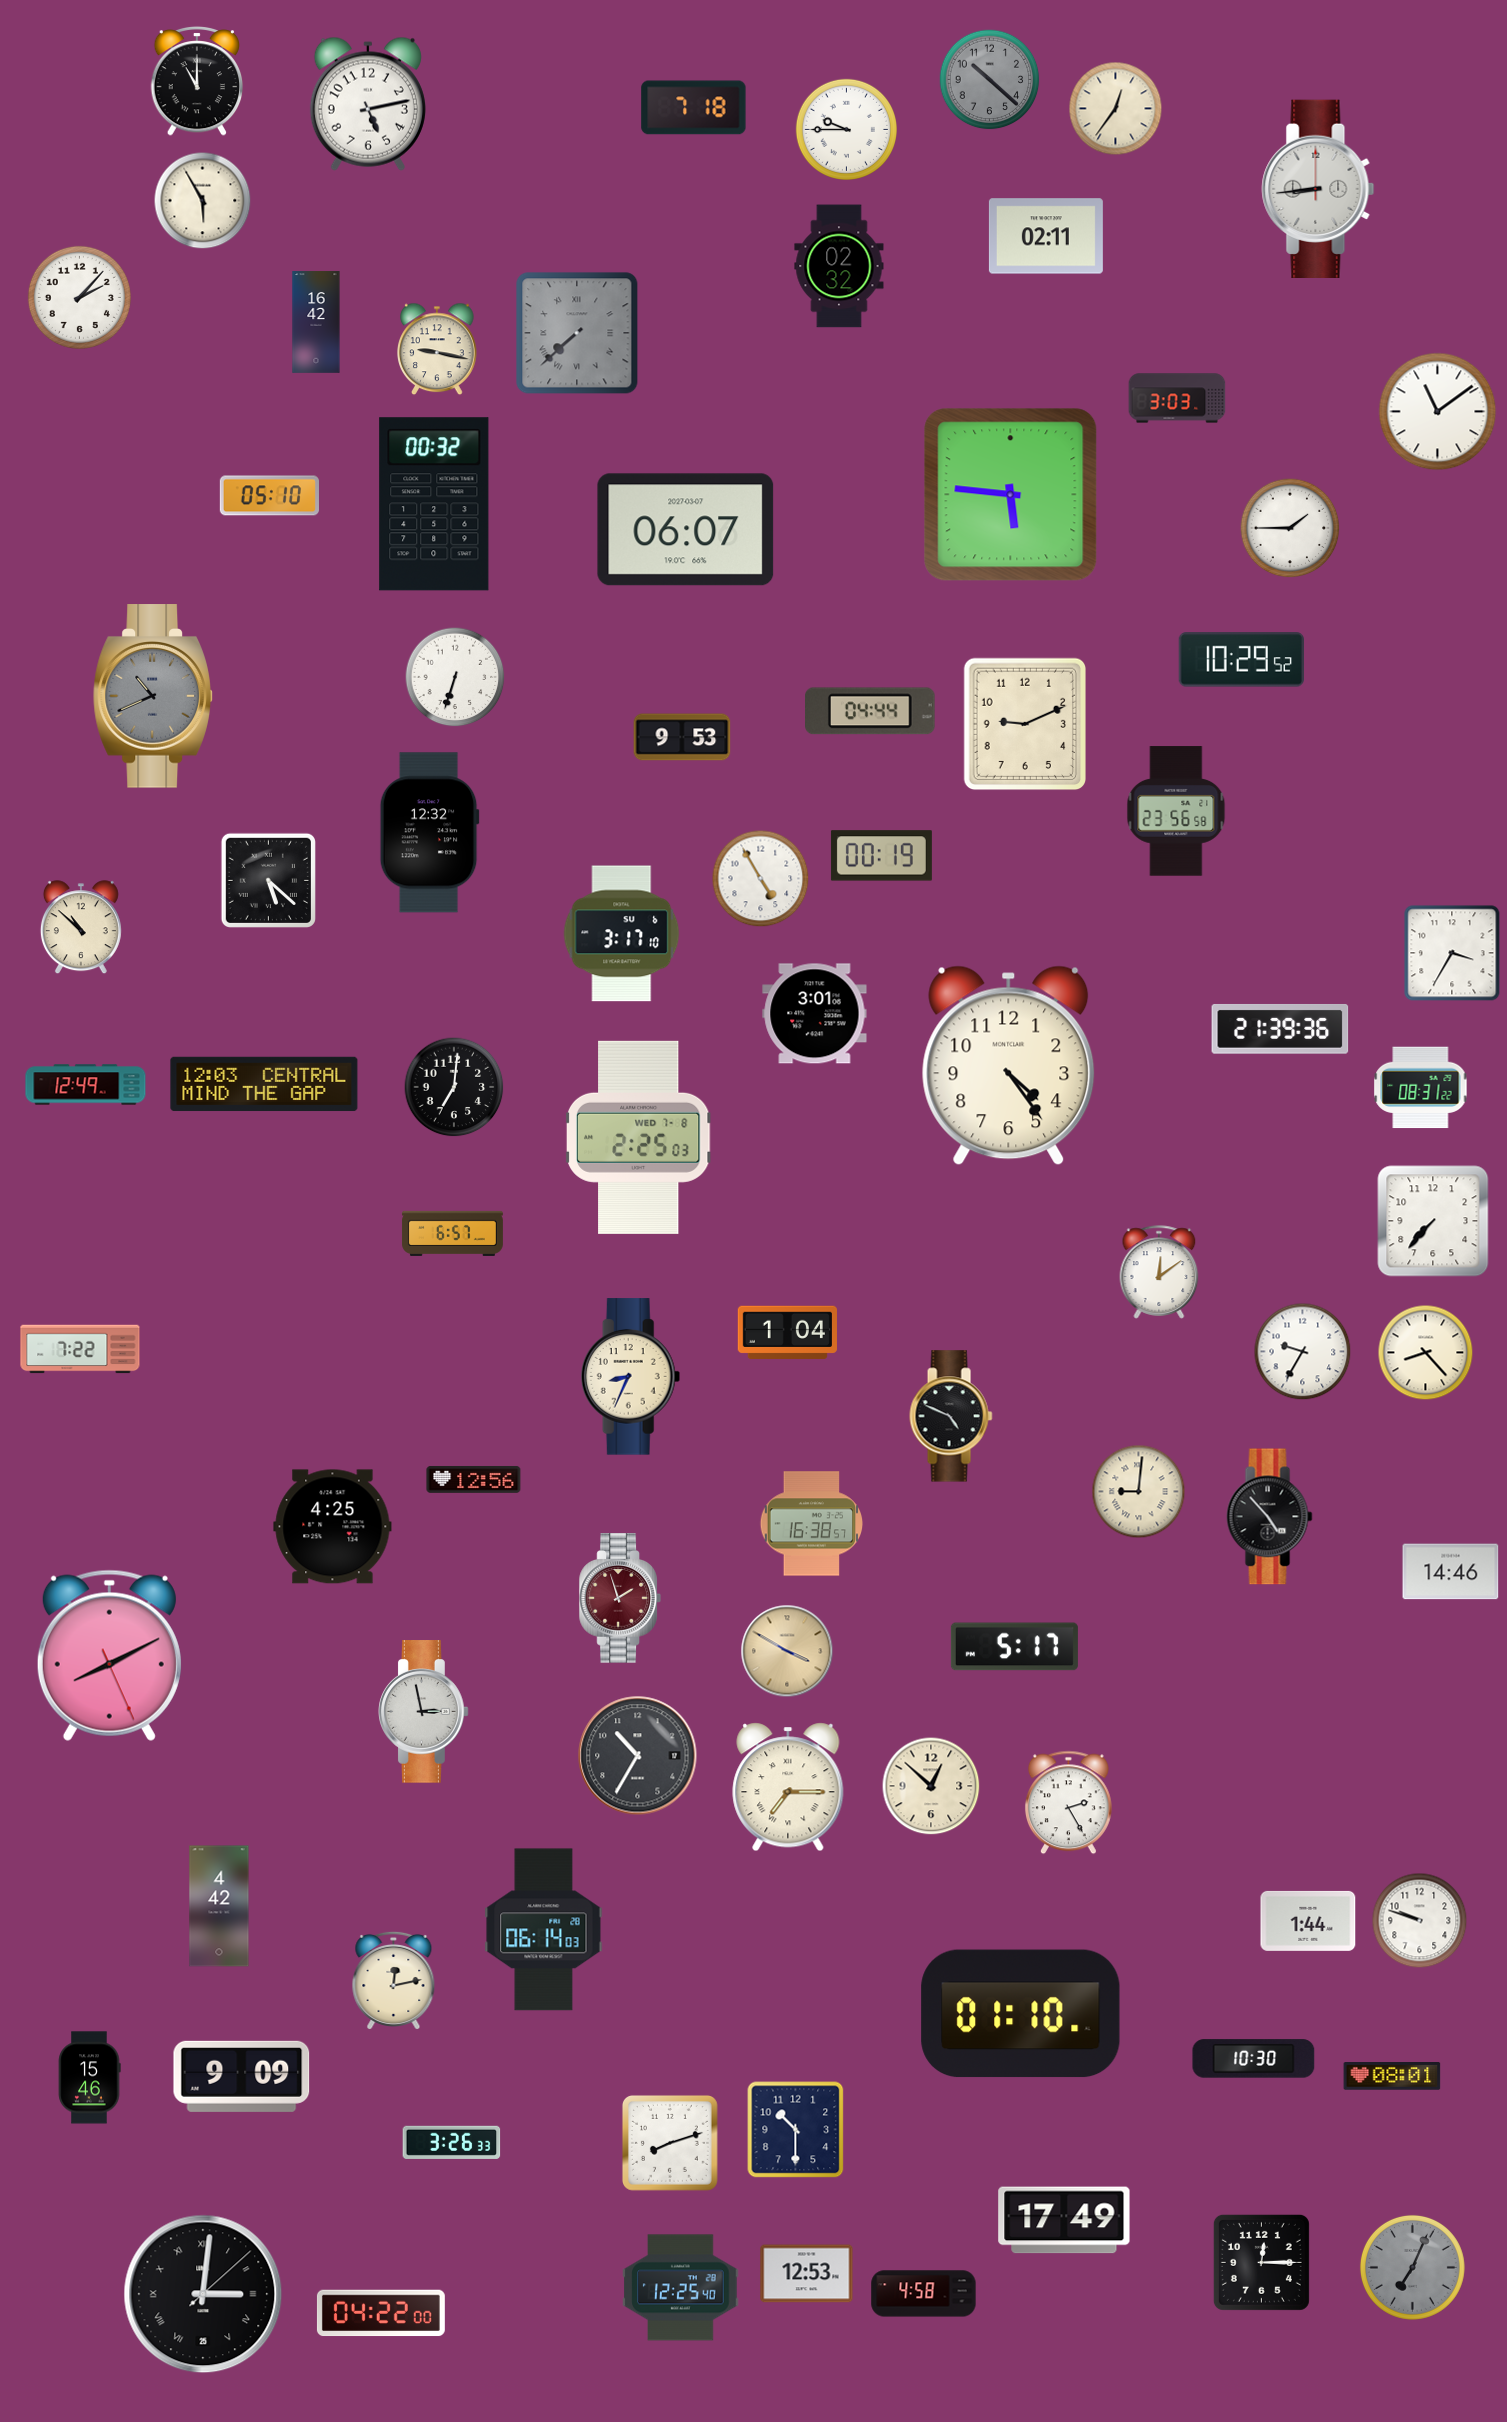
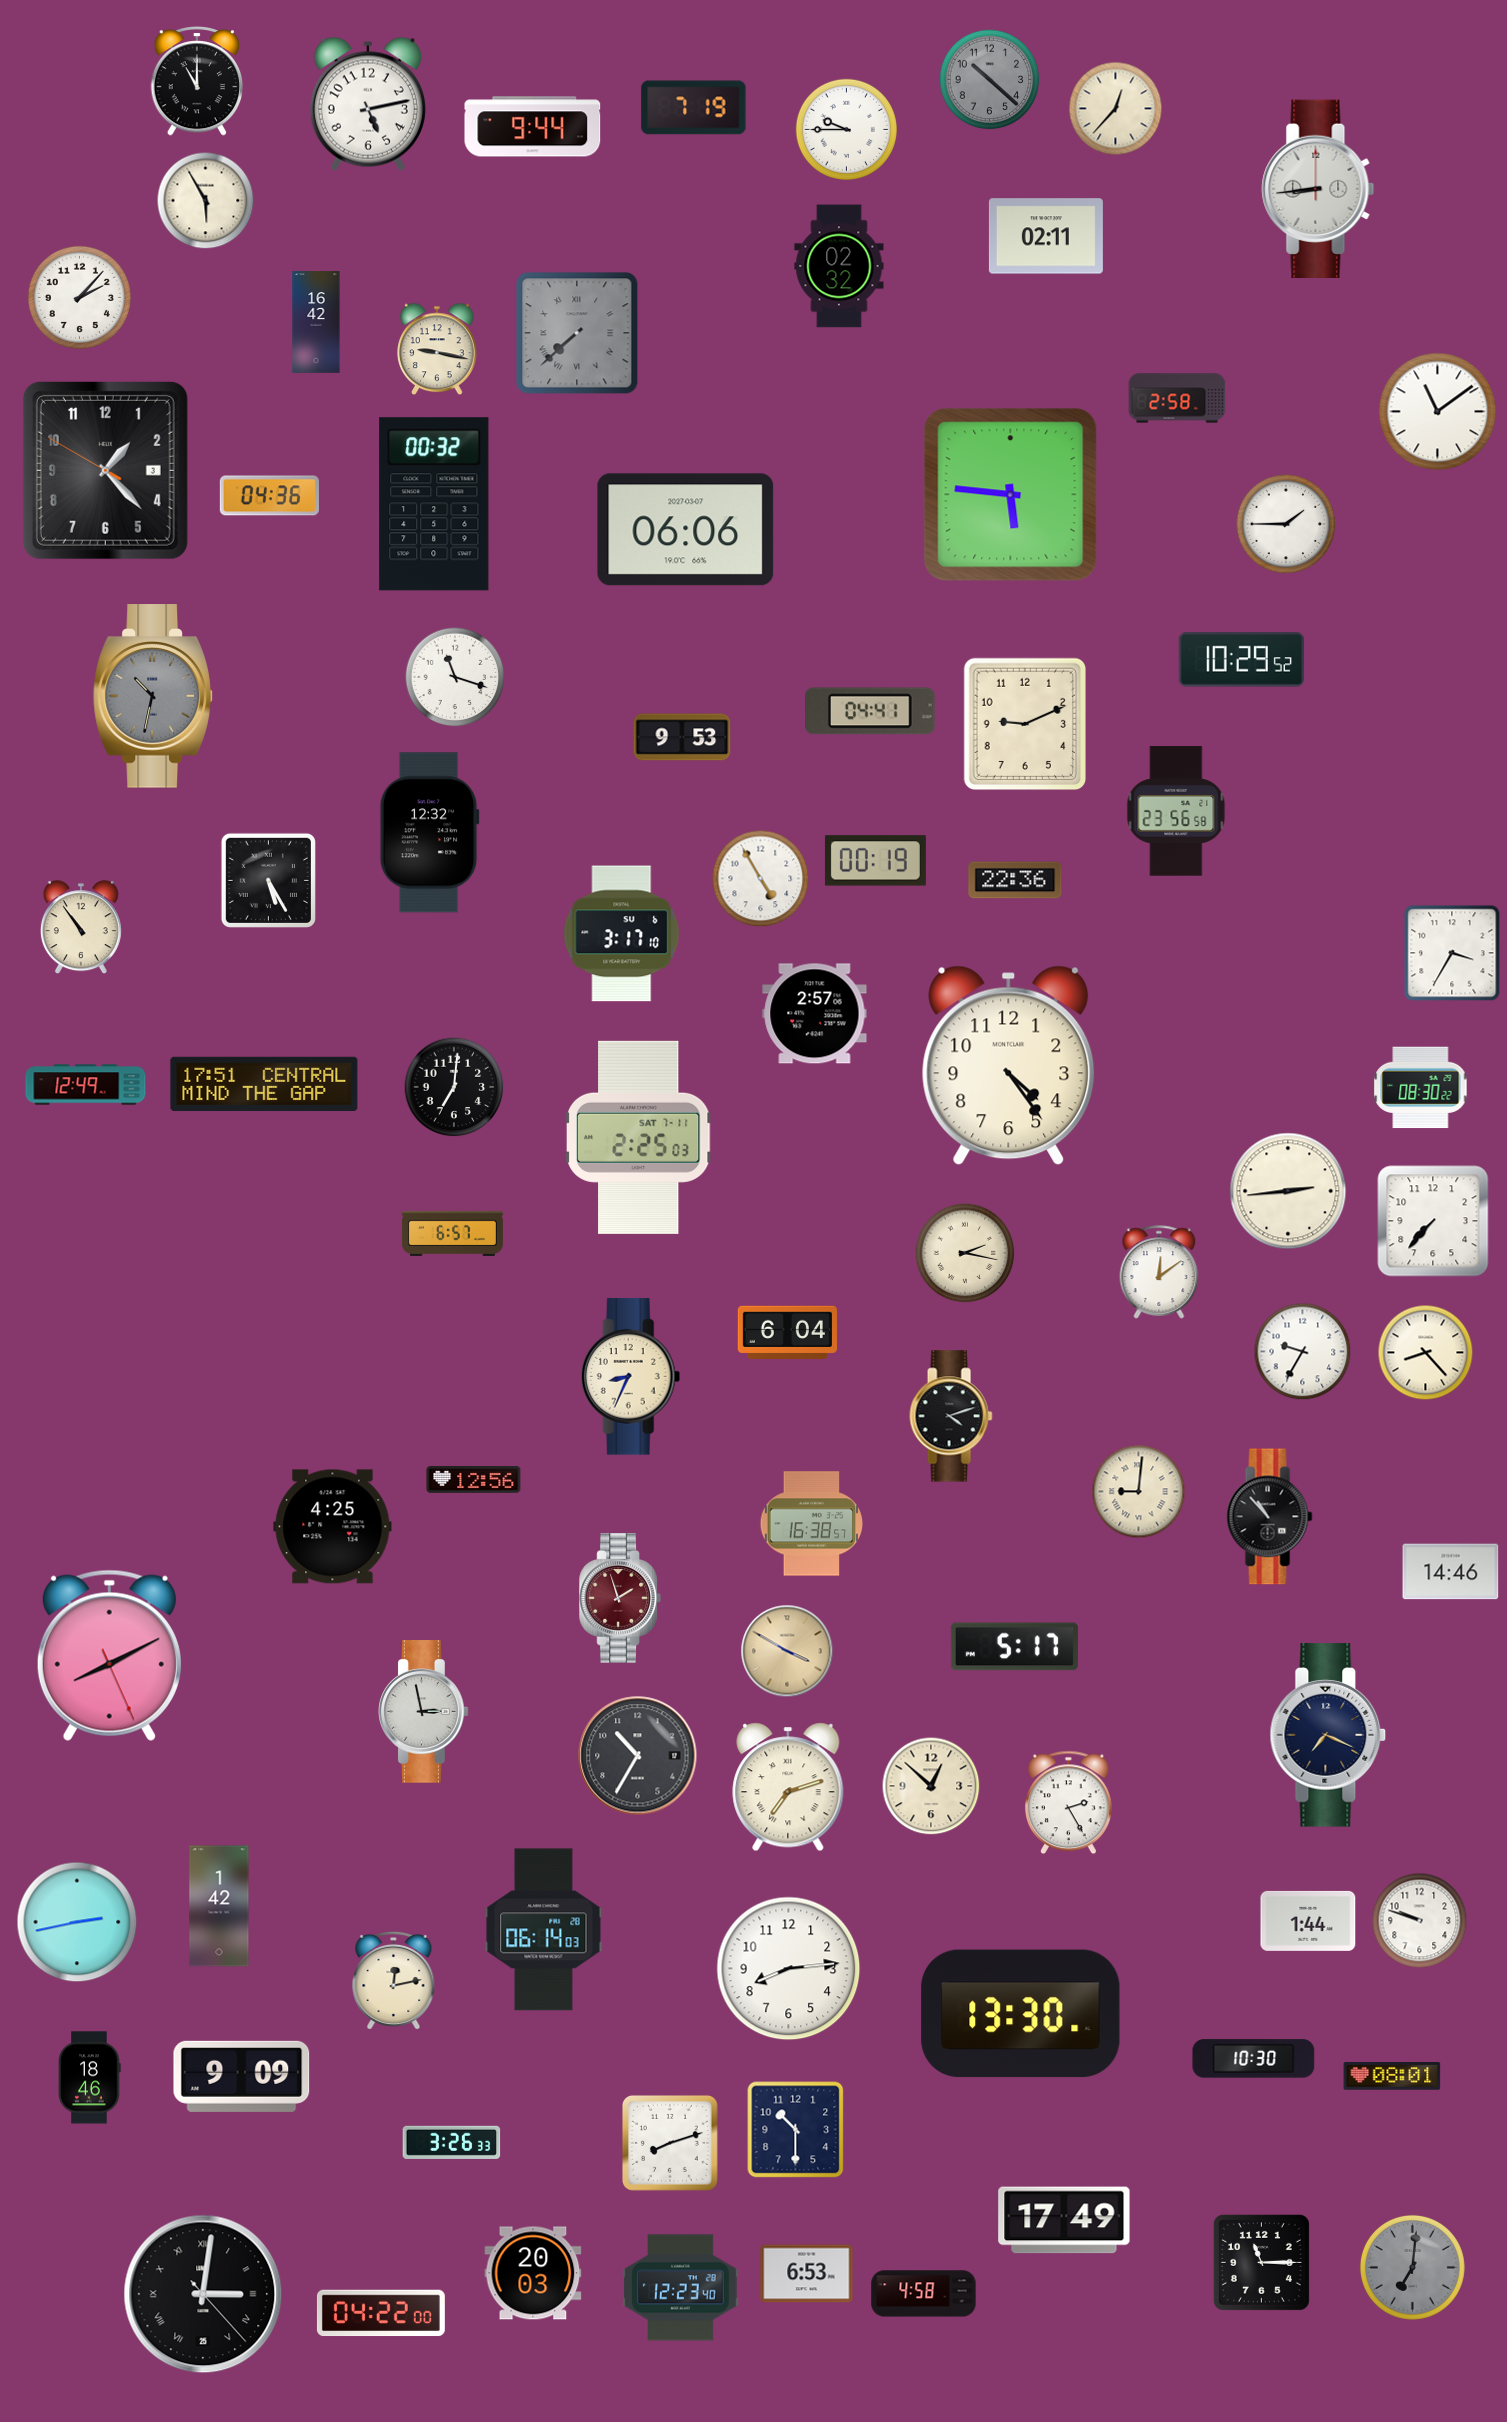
clock at (694, 108): 7:18 -> 7:19
clock at (1116, 109): 12:36 -> 12:37
clock at (533, 127): none -> 9:44
clock at (203, 201) position: (203, 201) -> (206, 201)
clock at (1177, 398): 3:03 -> 2:58
clock at (105, 470): none -> 1:22
clock at (269, 496): 05:10 -> 04:36
clock at (1290, 528) position: (1290, 528) -> (1286, 524)
clock at (686, 530): 06:07 -> 06:06
clock at (455, 677): 6:33 -> 11:18
clock at (153, 696): 10:41 -> 10:32
clock at (871, 711): 04:44 -> 04:41
clock at (881, 856) position: (881, 856) -> (875, 861)
clock at (268, 880): 5:22 -> 5:25
clock at (1015, 880): none -> 22:36
clock at (81, 928): 10:52 -> 10:54
clock at (815, 1014): 3:01 -> 2:57
clock at (1280, 1029): 21:39 -> none
clock at (264, 1084): 12:03 -> 17:51
clock at (1421, 1088): 08:31 -> 08:30
clock at (638, 1137) date: WED 7-8 -> SAT 7-11
clock at (1288, 1191): none -> 2:44
clock at (965, 1253): none -> 2:17
clock at (787, 1332): 1:04 -> 6:04
clock at (80, 1349): 7:22 -> none
clock at (951, 1416): 4:49 -> 4:12
clock at (1270, 1517): 4:53 -> 10:53
clock at (1328, 1735): none -> 7:19
clock at (788, 1787): 7:15 -> 7:12
clock at (219, 1906): 4:42 -> 1:42
clock at (77, 1922): none -> 2:43
clock at (789, 1969): none -> 8:14
clock at (1021, 2014): 01:10 -> 13:30
clock at (89, 2078): 15:46 -> 18:46
clock at (1261, 2262): 12:15 -> 11:15
clock at (1412, 2267): 7:04 -> 7:01
clock at (533, 2273): none -> 20:03
clock at (807, 2274): 12:53 -> 6:53
clock at (681, 2288): 12:25 -> 12:23
clock at (203, 2294): 3:01:08 -> 3:01:23
